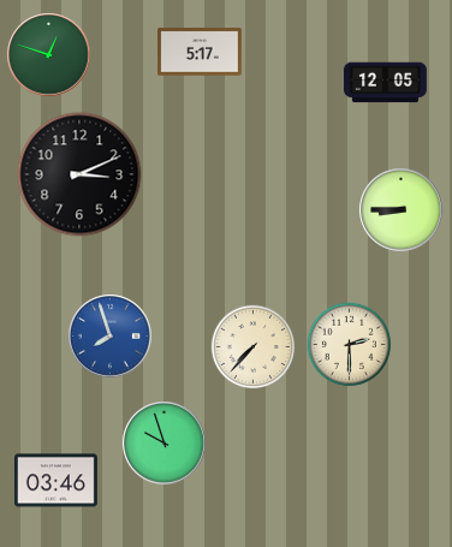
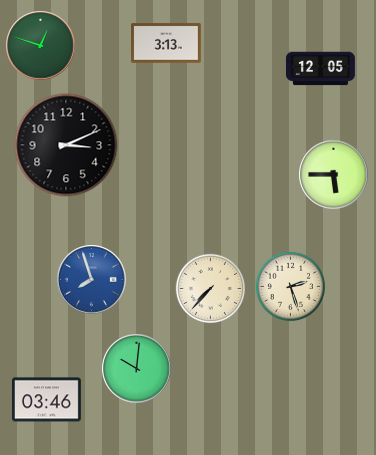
clock at (200, 52): 5:17 -> 3:13
clock at (402, 210): 8:45 -> 5:45
clock at (350, 345): 2:30 -> 2:27
clock at (165, 444): 9:57 -> 10:01
